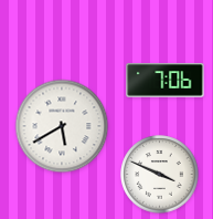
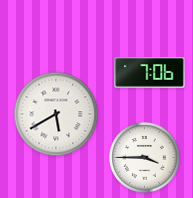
clock at (160, 175): 3:49 -> 3:45
